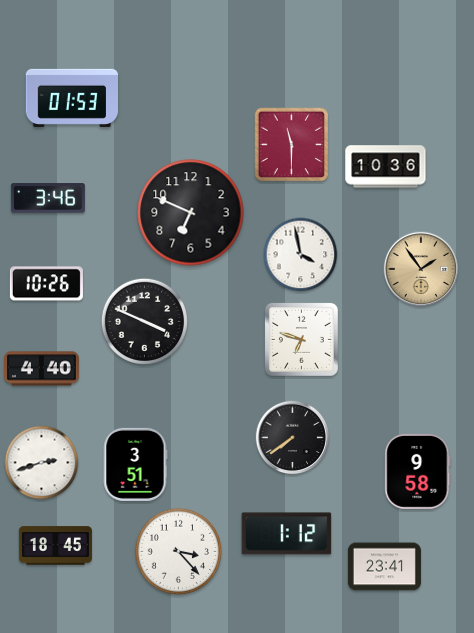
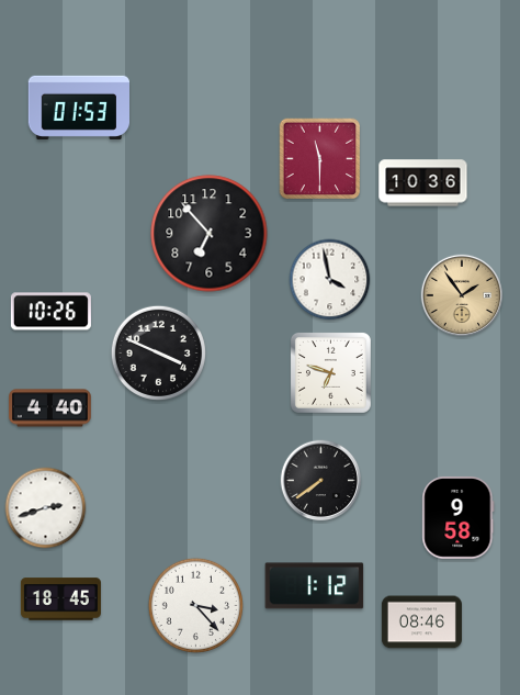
clock at (48, 198): 3:46 -> none
clock at (191, 213): 6:49 -> 6:53
clock at (42, 369) position: (42, 369) -> (50, 408)
clock at (135, 464): 3:51 -> none
clock at (384, 567): 23:41 -> 08:46
